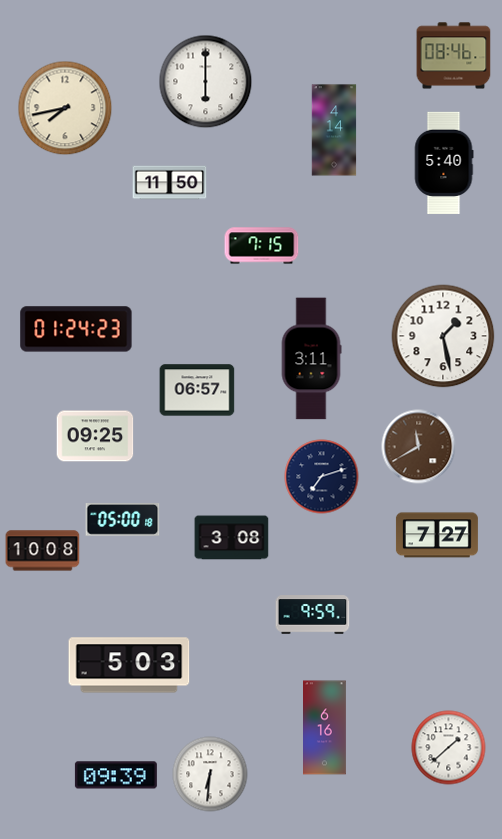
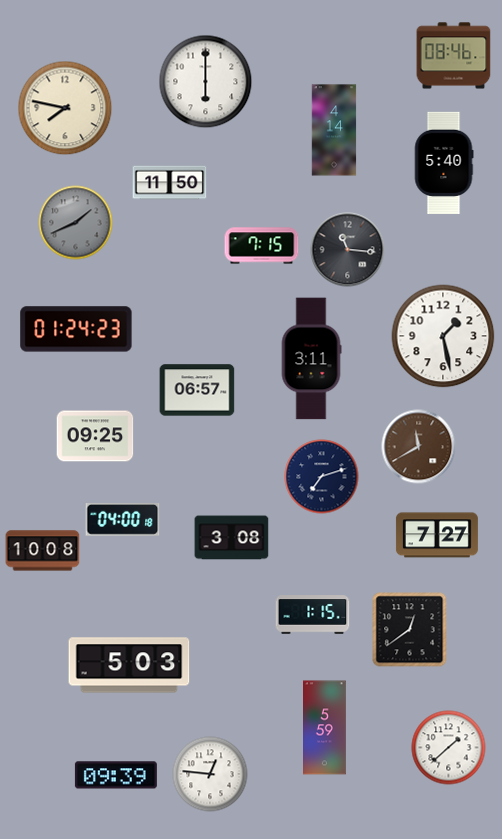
clock at (65, 108): 7:43 -> 7:47
clock at (76, 223): none -> 1:41
clock at (348, 250): none -> 11:16
clock at (123, 520): 05:00 -> 04:00
clock at (313, 615): 9:59 -> 1:15
clock at (410, 630): none -> 12:39
clock at (325, 728): 6:16 -> 5:59
clock at (210, 774): 6:31 -> 12:46
